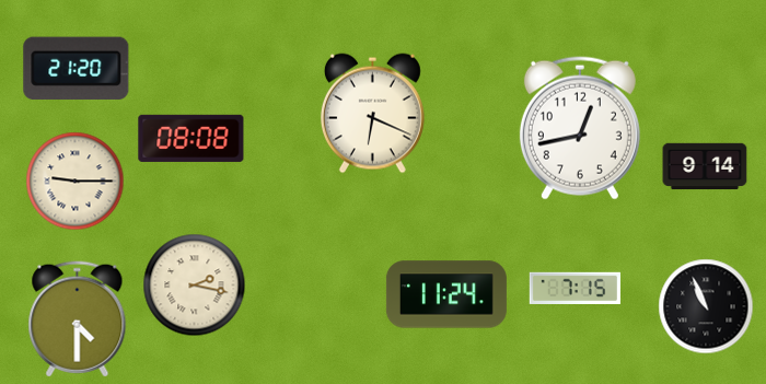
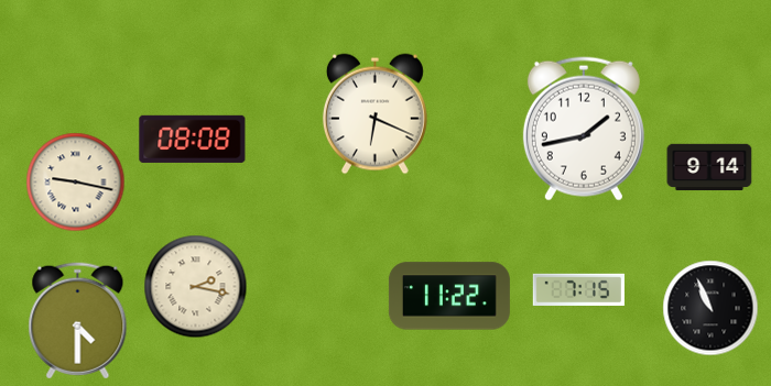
clock at (77, 68): 21:20 -> none
clock at (580, 128): 12:43 -> 1:43
clock at (76, 182): 9:15 -> 9:17
clock at (446, 294): 11:24 -> 11:22
